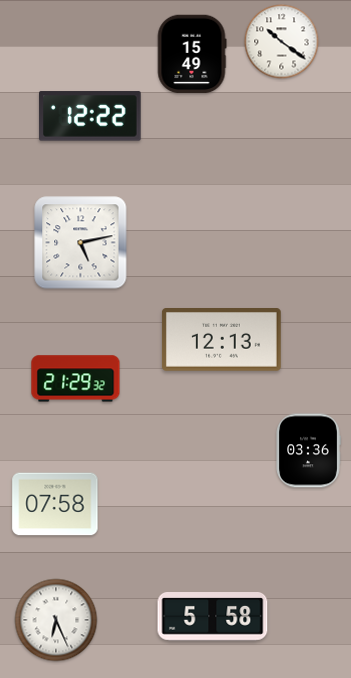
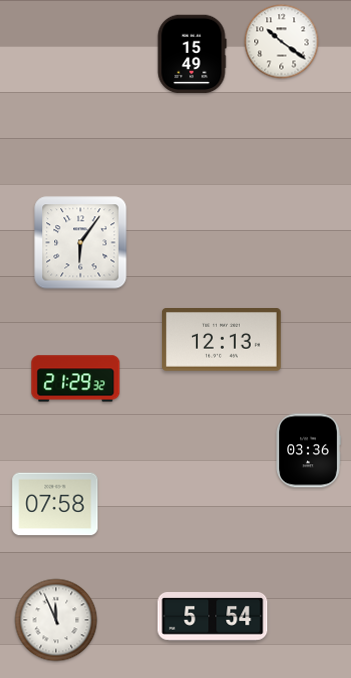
clock at (91, 116): 12:22 -> none
clock at (81, 243): 5:13 -> 6:06
clock at (213, 617): 5:58 -> 5:54
clock at (56, 620): 6:26 -> 11:56
